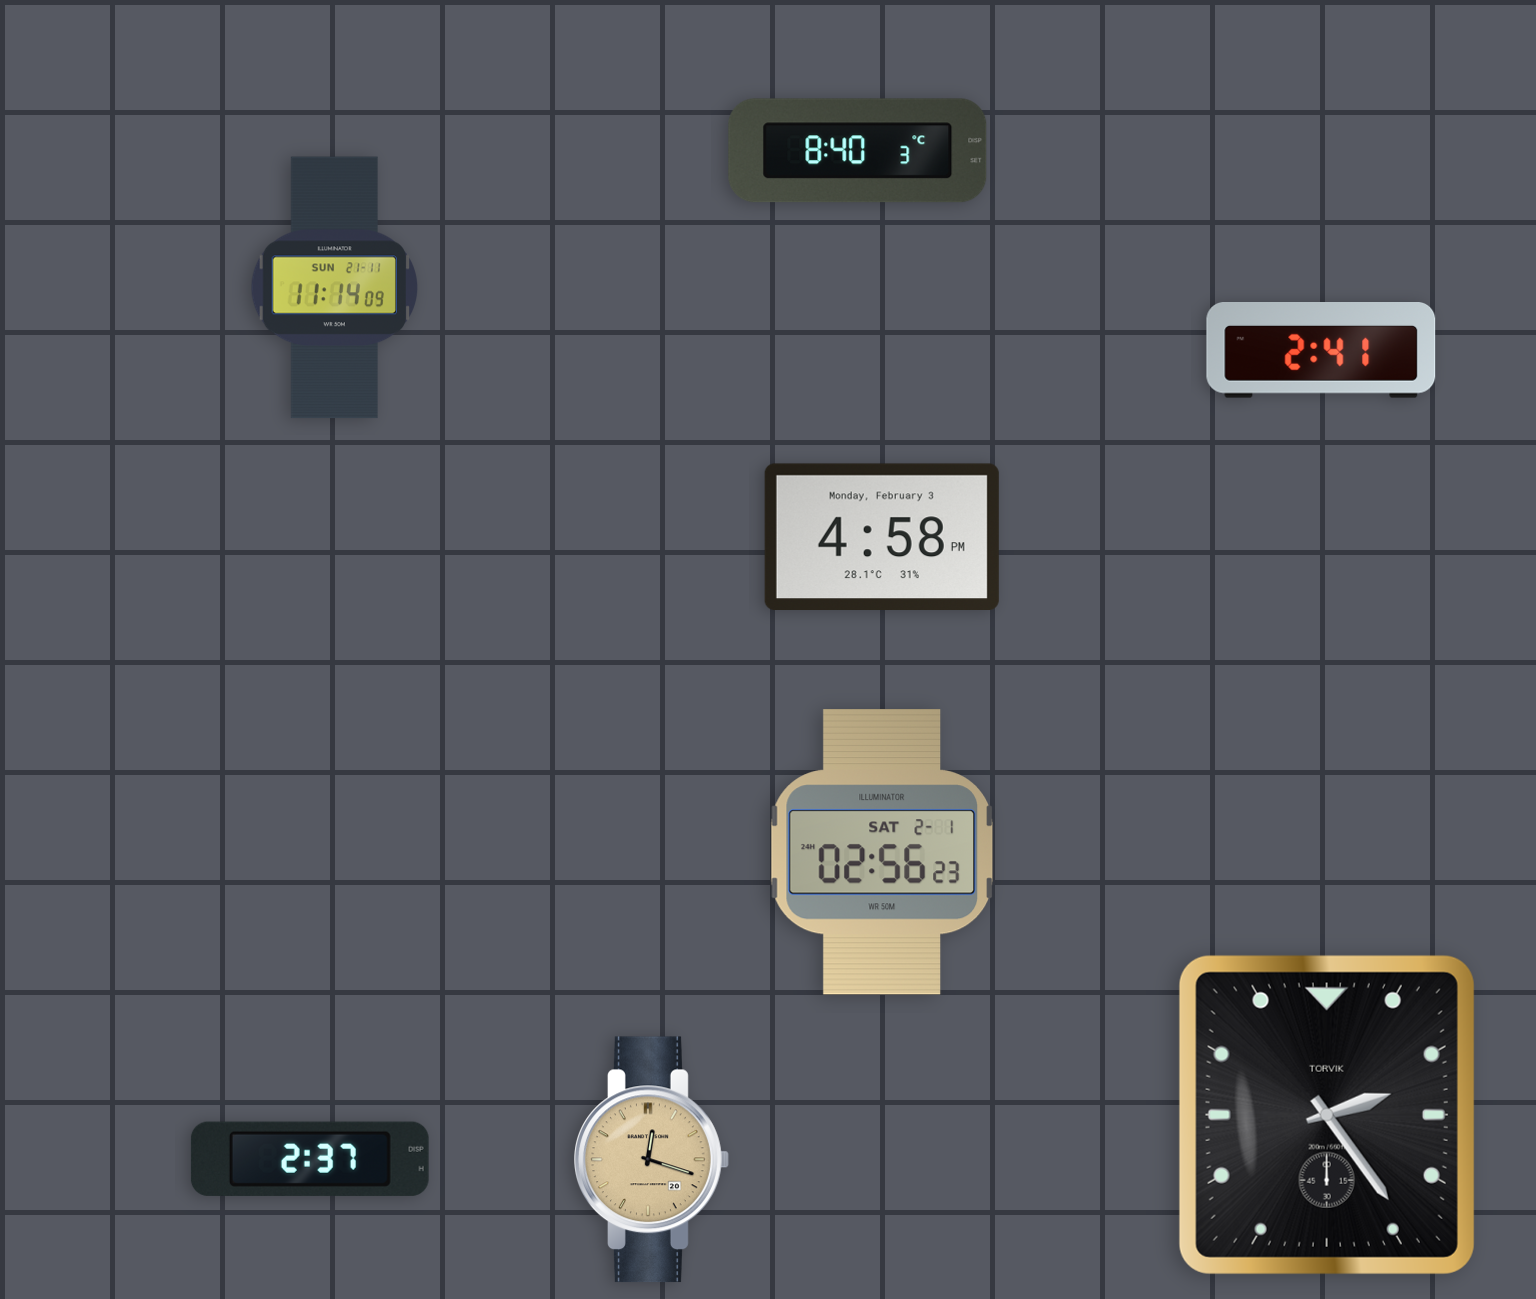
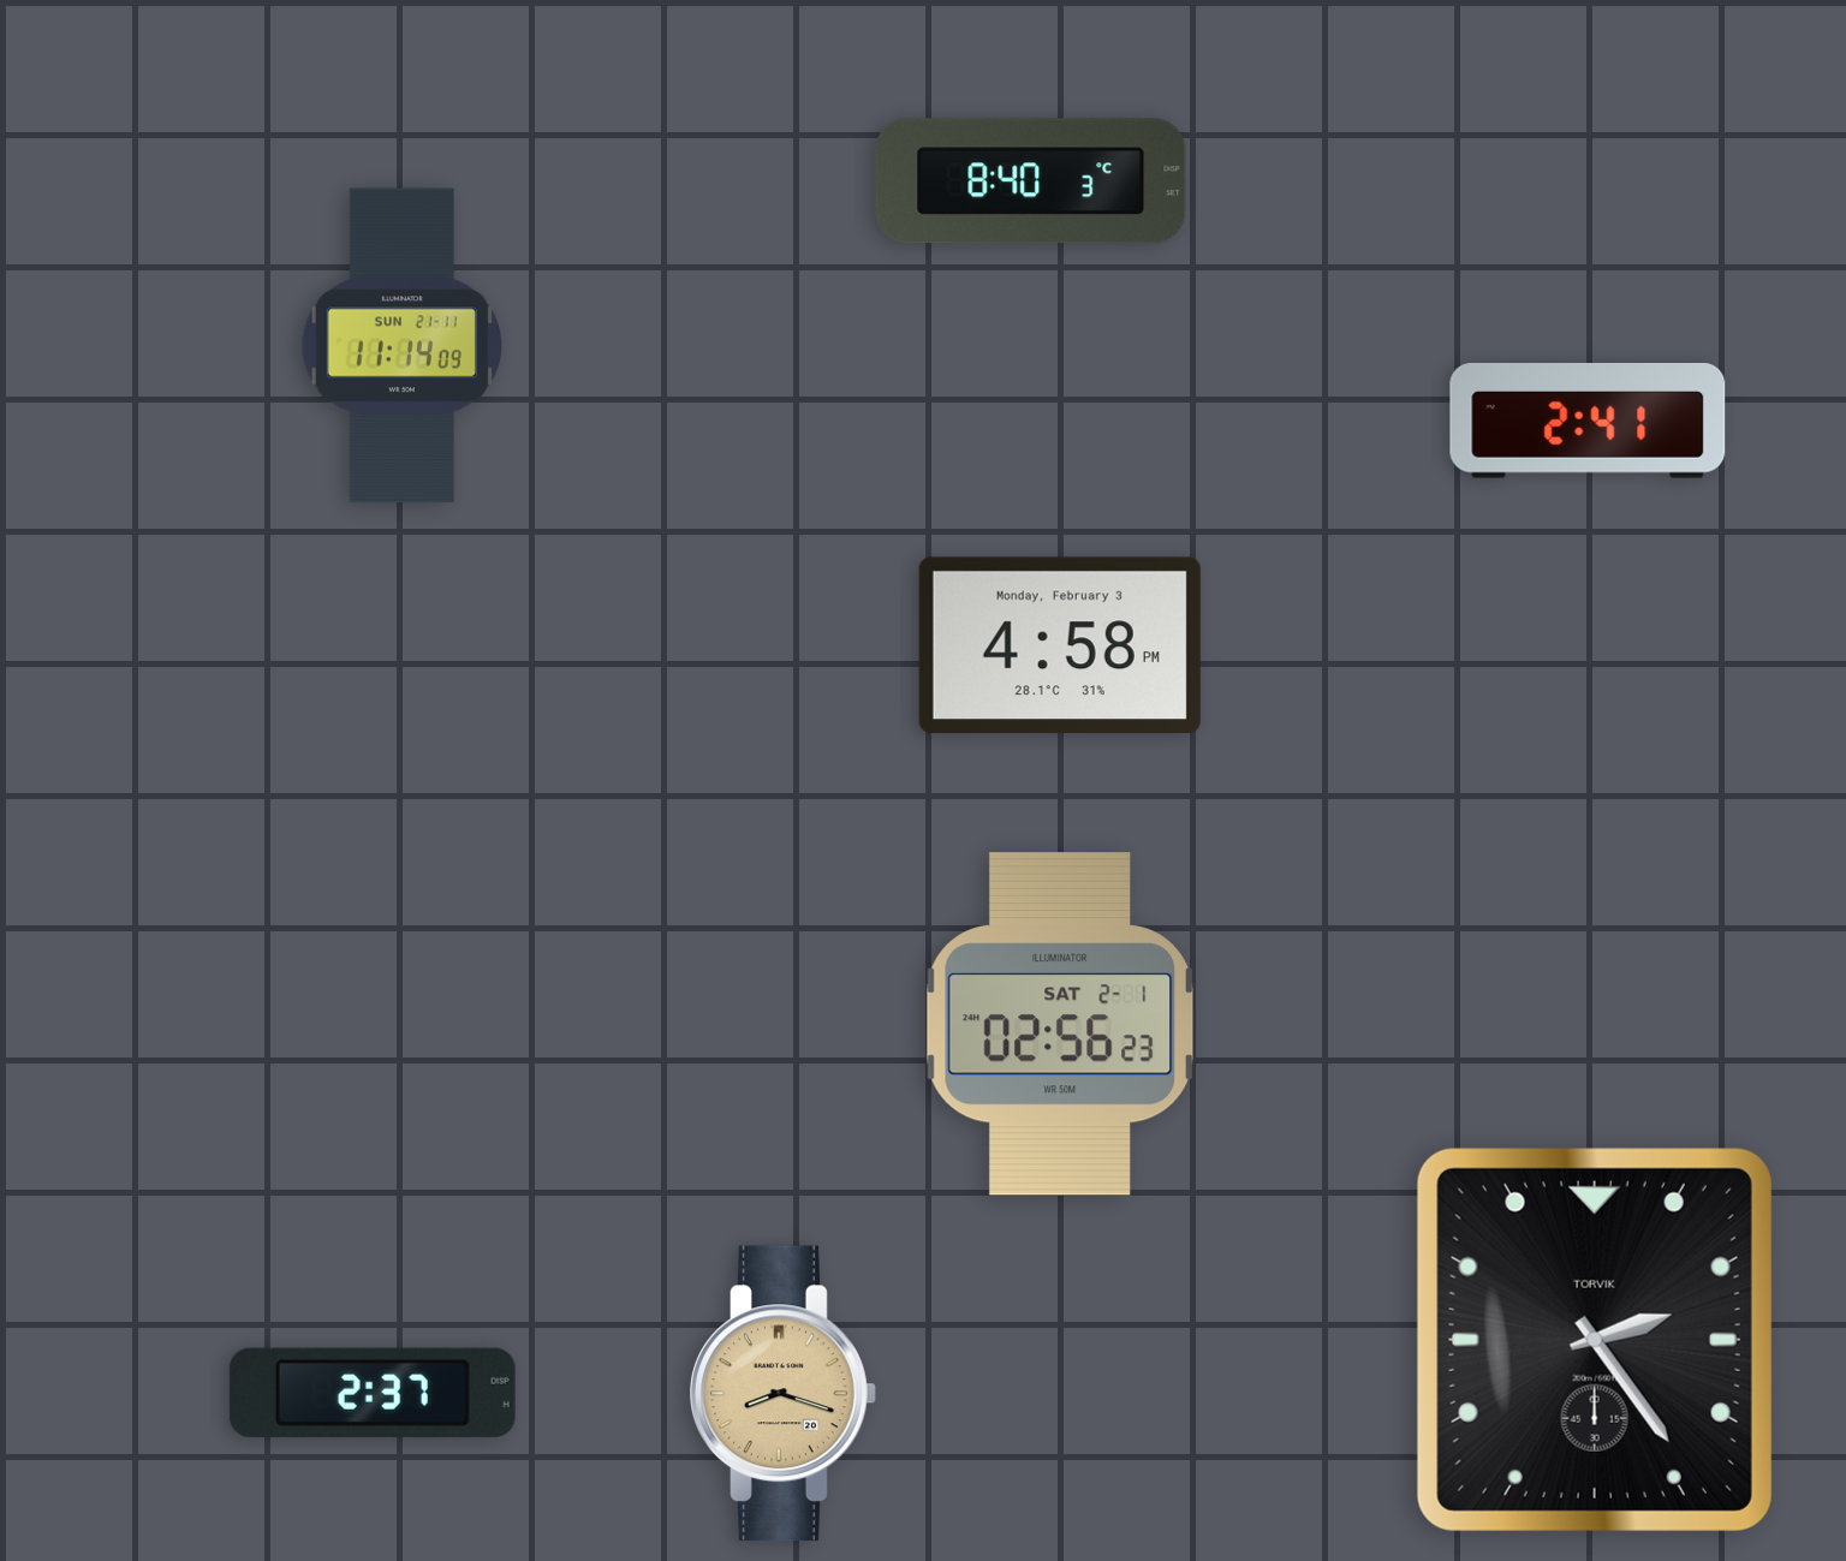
clock at (652, 1160): 12:18 -> 8:18
